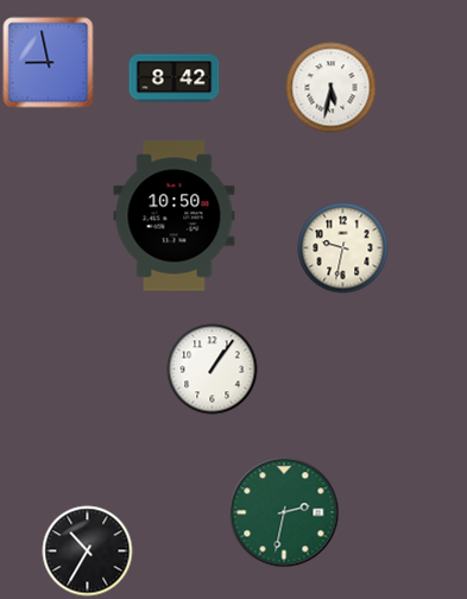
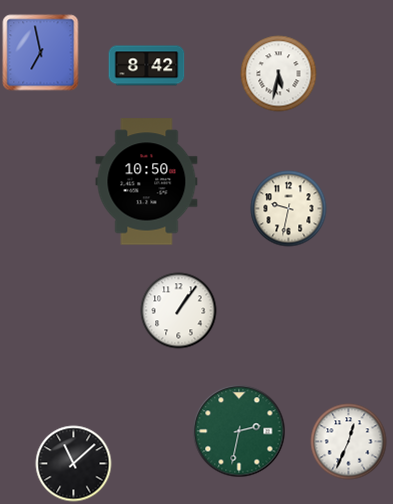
clock at (49, 63): 8:58 -> 6:58
clock at (349, 442): none -> 12:34
clock at (88, 551): 10:35 -> 11:08
